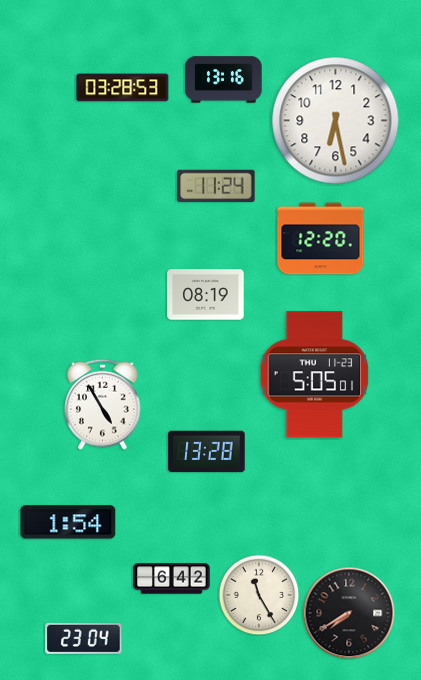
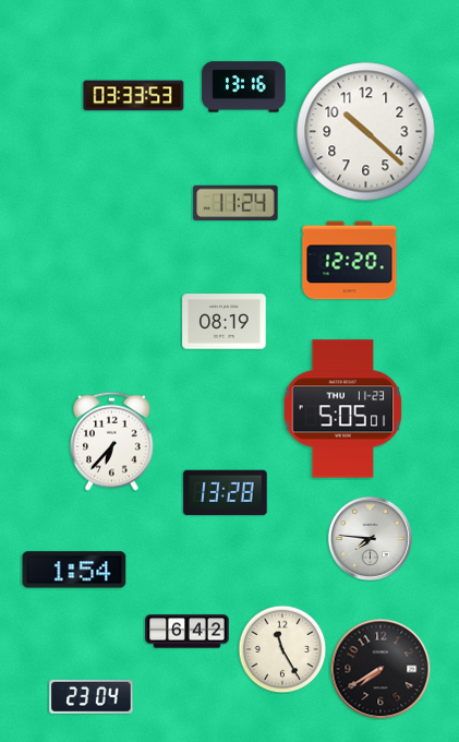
clock at (123, 88): 03:28 -> 03:33
clock at (336, 121): 6:28 -> 10:22
clock at (103, 404): 4:55 -> 6:37
clock at (370, 538): none -> 7:46
